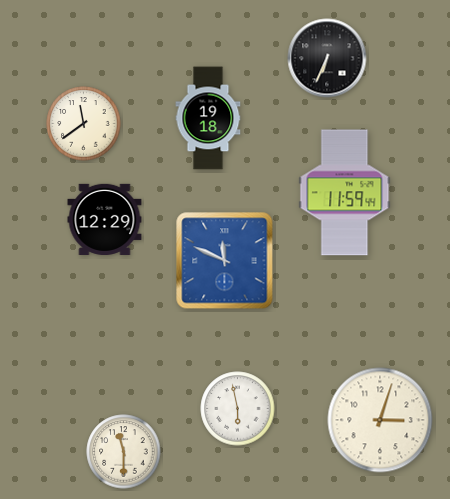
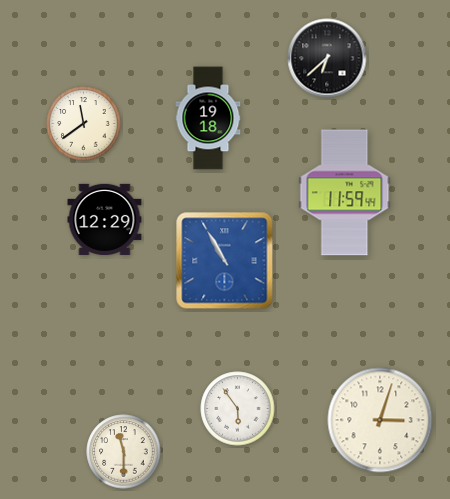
clock at (327, 58): 6:34 -> 6:38
clock at (225, 261): 11:49 -> 10:55
clock at (238, 409): 5:58 -> 5:54
